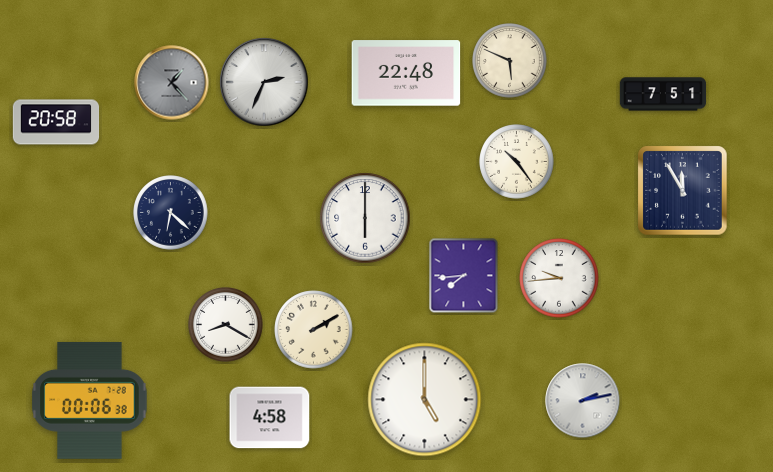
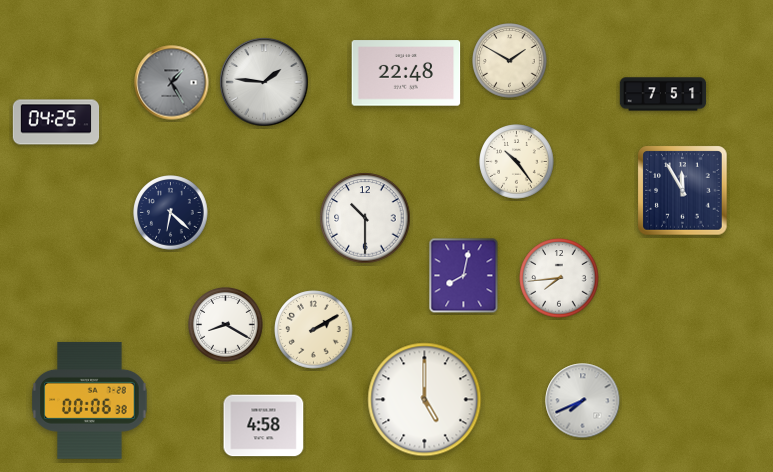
clock at (510, 61): 5:49 -> 1:50
clock at (264, 82): 2:34 -> 1:46
clock at (172, 83): 1:23 -> 1:25
clock at (56, 122): 20:58 -> 04:25
clock at (365, 218): 6:00 -> 10:30
clock at (464, 276): 7:44 -> 8:02
clock at (559, 278): 9:44 -> 7:44
clock at (583, 401): 2:13 -> 7:41
clock at (270, 418) position: (270, 418) -> (264, 426)
